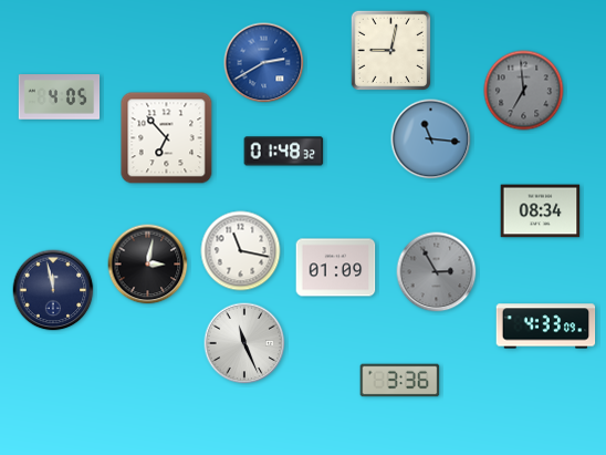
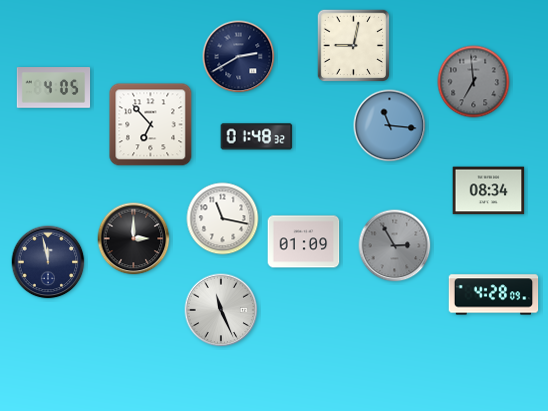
clock at (264, 63) dial: blue -> navy
clock at (241, 251) position: (241, 251) -> (223, 219)
clock at (148, 265): 3:02 -> 3:00
clock at (546, 327): 4:33 -> 4:28
clock at (400, 381): 3:36 -> none
